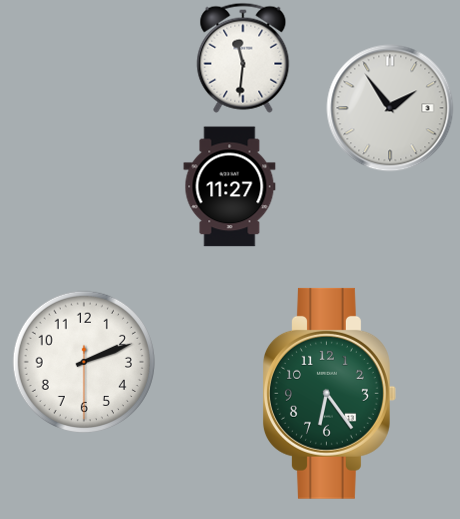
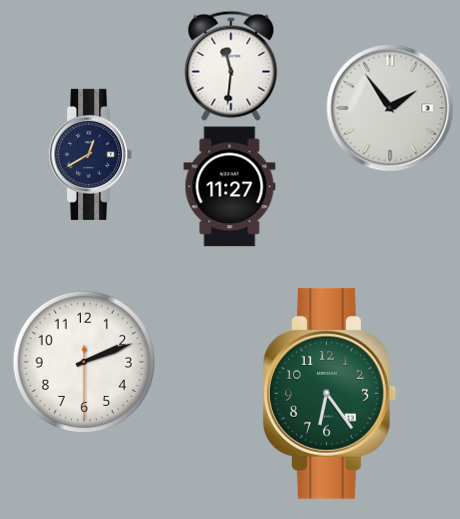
clock at (243, 58) position: (243, 58) -> (231, 66)
clock at (91, 154): none -> 12:40
